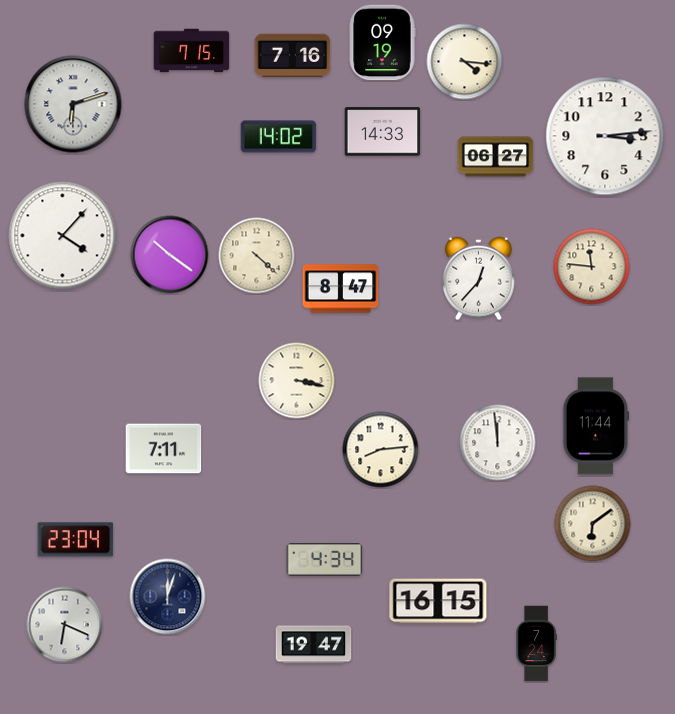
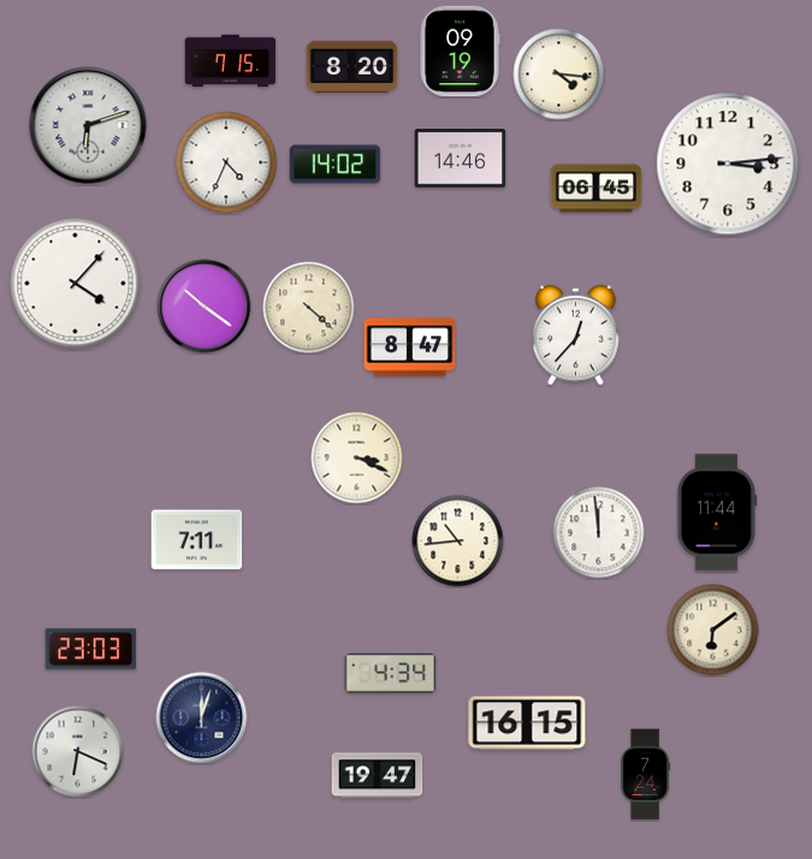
clock at (293, 55): 7:16 -> 8:20
clock at (383, 132): 14:33 -> 14:46
clock at (226, 162): none -> 4:34
clock at (496, 157): 06:27 -> 06:45
clock at (592, 267): 11:46 -> none
clock at (297, 381): 3:17 -> 3:19
clock at (381, 450): 8:14 -> 10:44
clock at (76, 540): 23:04 -> 23:03
